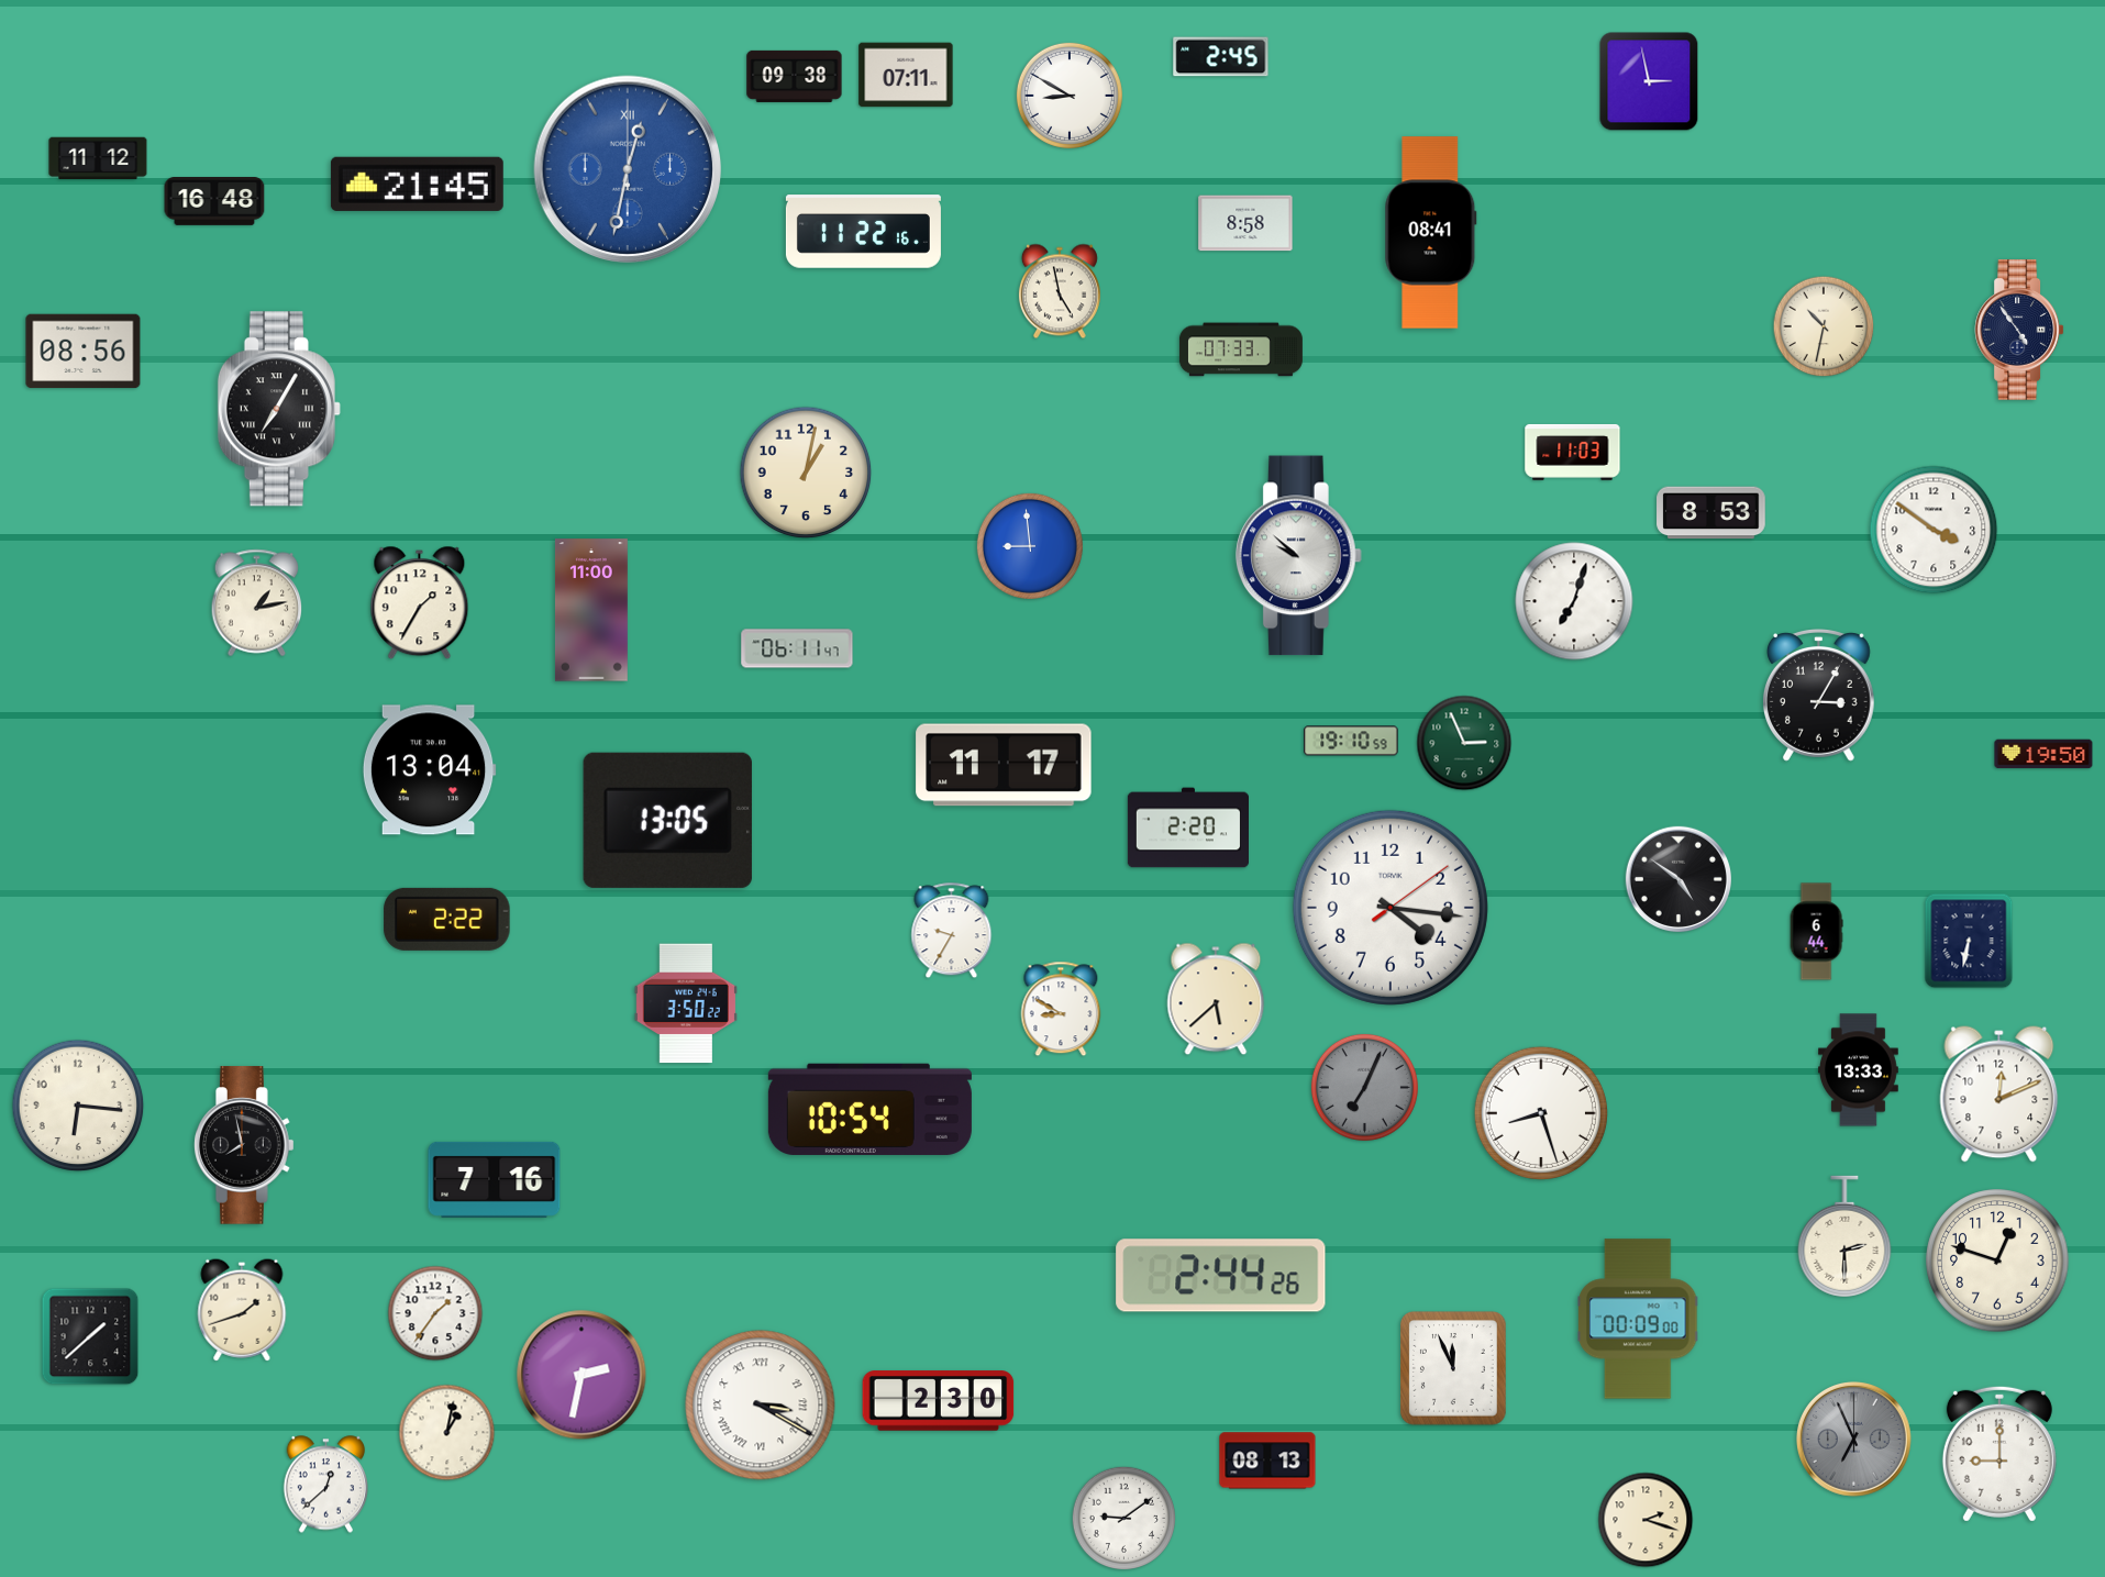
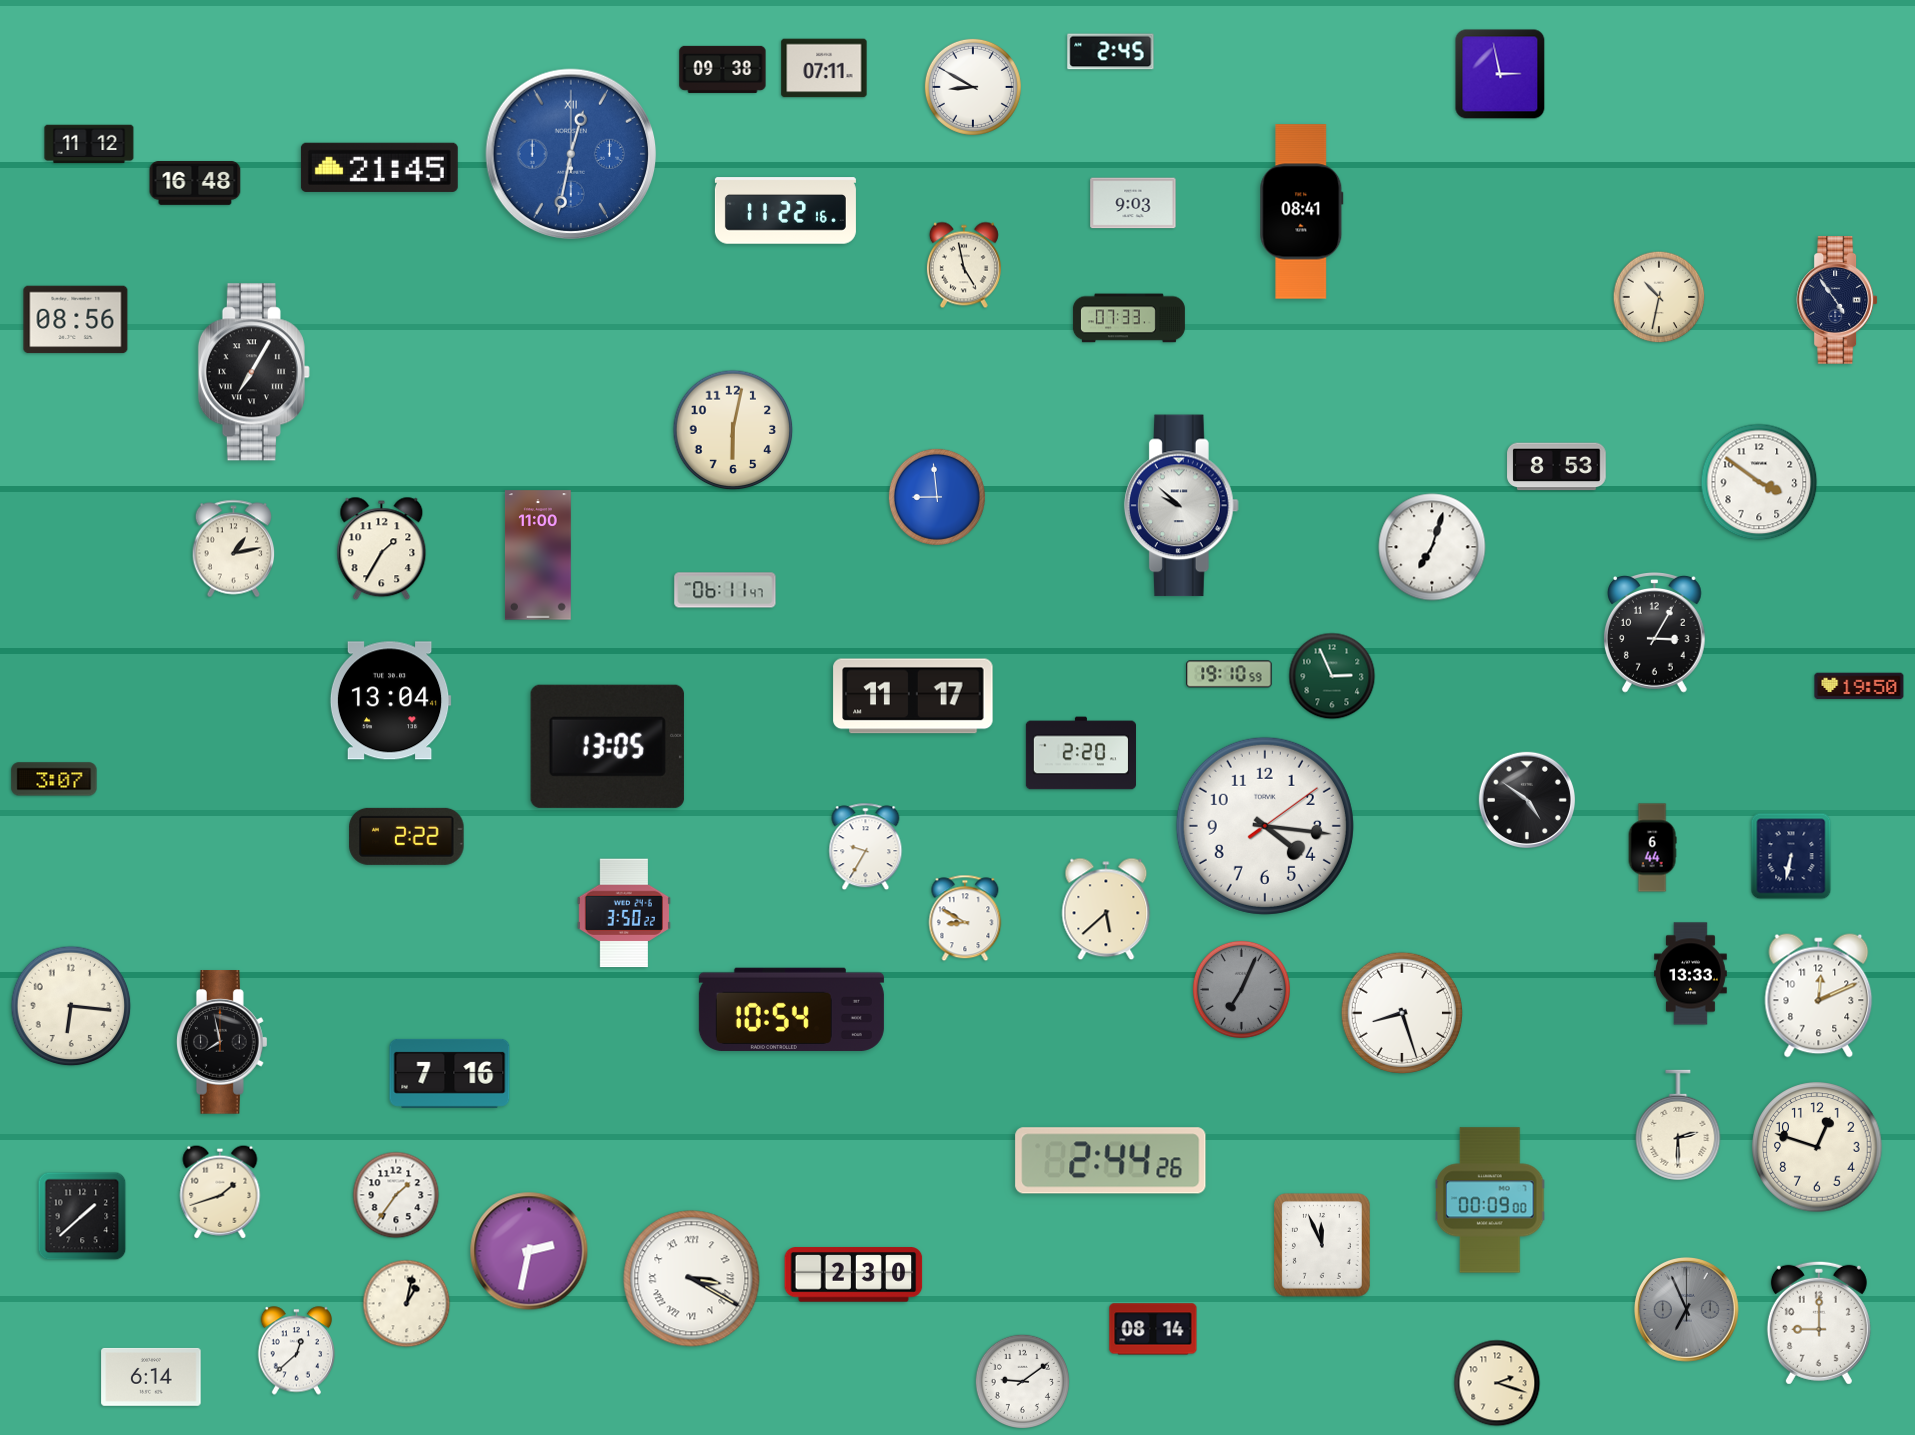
clock at (1245, 223): 8:58 -> 9:03
clock at (1573, 452): 11:03 -> none
clock at (806, 473): 1:02 -> 6:02
clock at (54, 779): none -> 3:07
clock at (1267, 1461): 08:13 -> 08:14
clock at (151, 1377): none -> 6:14
